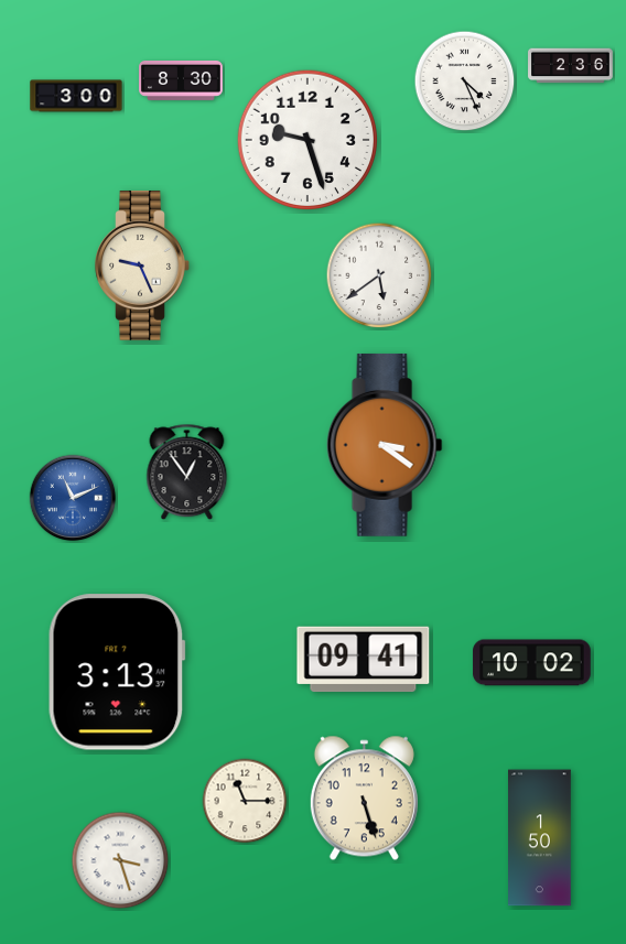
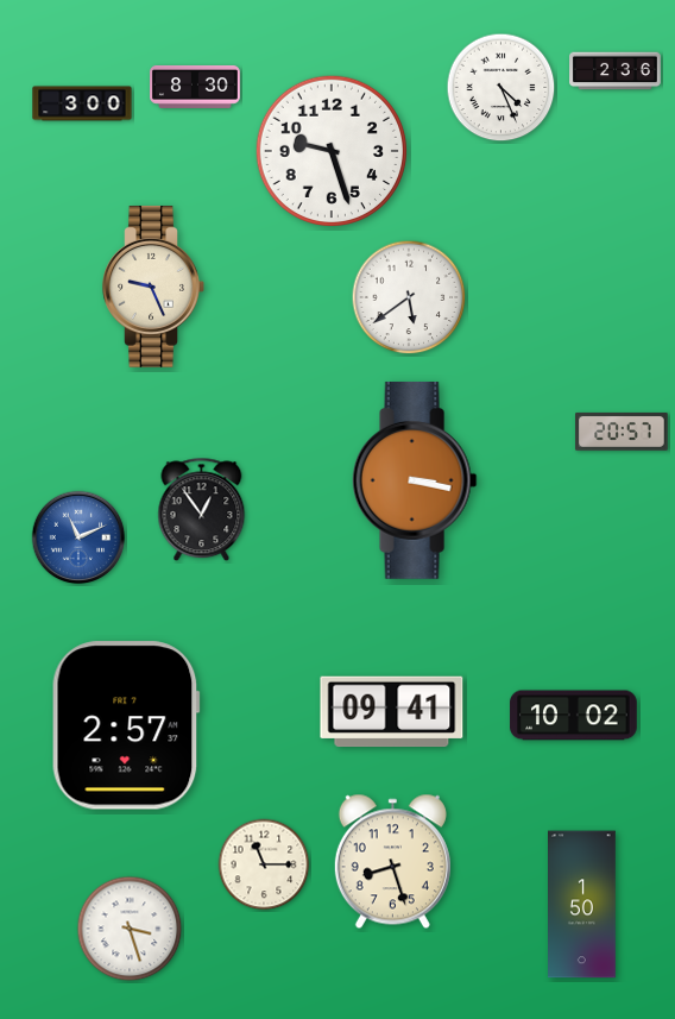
clock at (622, 432): none -> 20:57
clock at (385, 445): 3:21 -> 3:17
clock at (117, 672): 3:13 -> 2:57
clock at (364, 799): 5:27 -> 8:27
